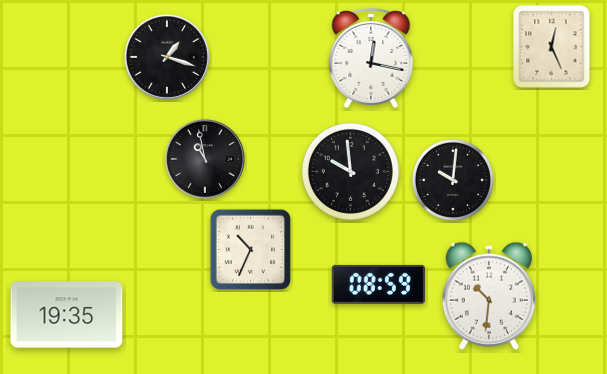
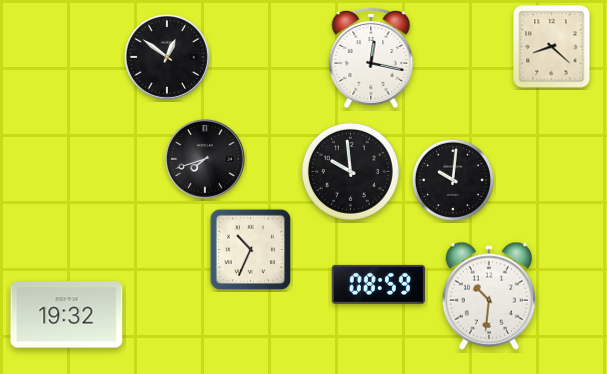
clock at (552, 47): 12:26 -> 8:22
clock at (167, 57): 1:18 -> 12:51
clock at (205, 159): 10:58 -> 7:42
clock at (67, 315): 19:35 -> 19:32
